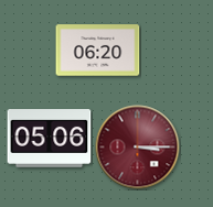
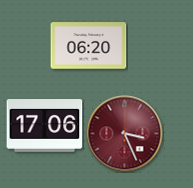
clock at (50, 139): 05:06 -> 17:06
clock at (138, 148): 3:15 -> 3:26
